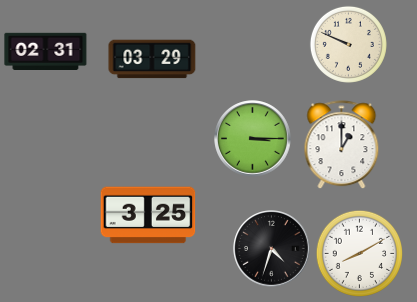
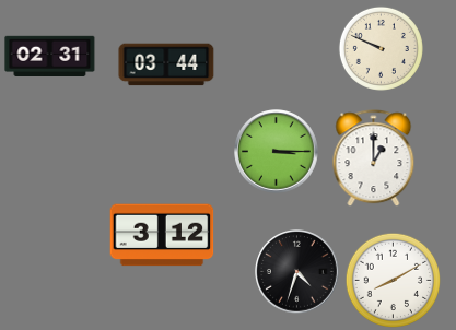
clock at (152, 59): 03:29 -> 03:44
clock at (148, 215): 3:25 -> 3:12
clock at (359, 253) position: (359, 253) -> (393, 280)
